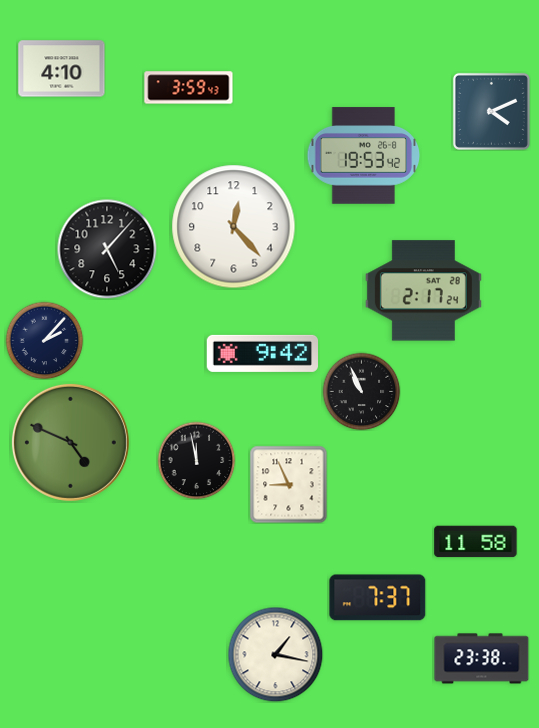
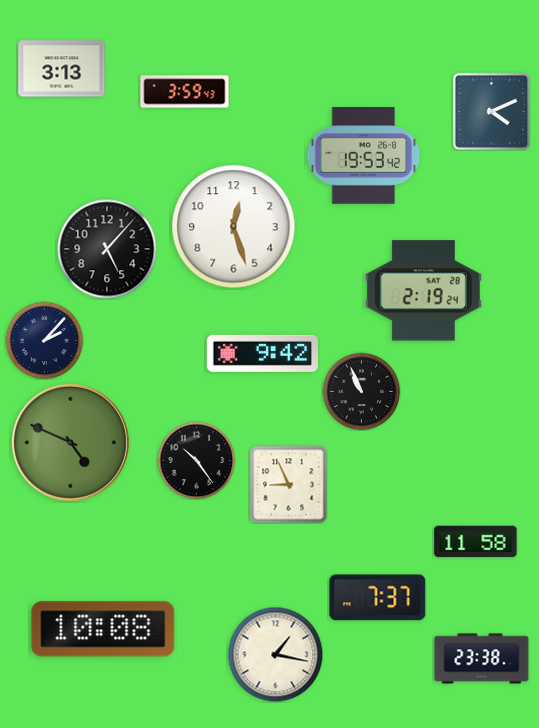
clock at (62, 69): 4:10 -> 3:13
clock at (189, 88) position: (189, 88) -> (185, 92)
clock at (234, 227): 12:23 -> 12:27
clock at (423, 291): 2:17 -> 2:19
clock at (196, 460): 11:58 -> 10:24
clock at (103, 629): none -> 10:08
